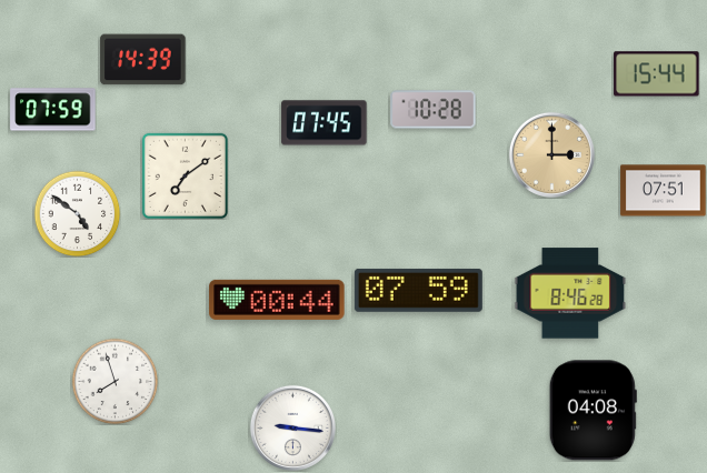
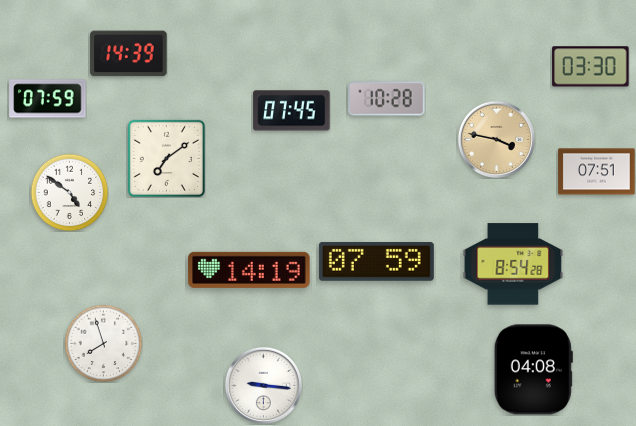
clock at (657, 74): 15:44 -> 03:30
clock at (434, 110) position: (434, 110) -> (387, 99)
clock at (551, 154): 3:00 -> 3:47
clock at (570, 293): 8:46 -> 8:54
clock at (277, 300): 00:44 -> 14:19
